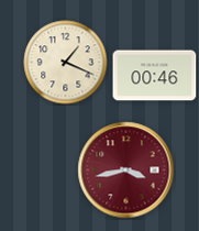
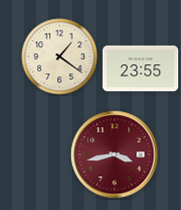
clock at (66, 63): 1:19 -> 1:21
clock at (155, 76): 00:46 -> 23:55
